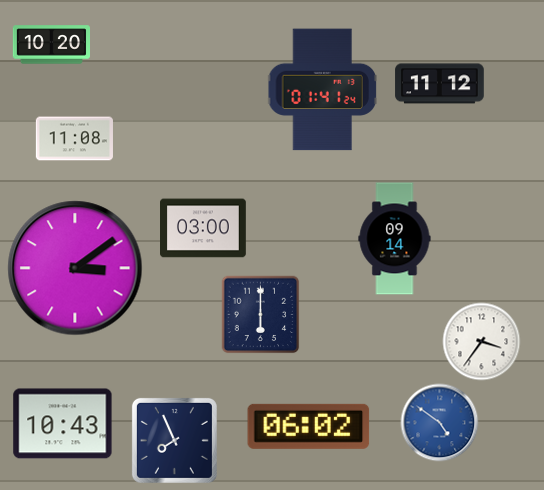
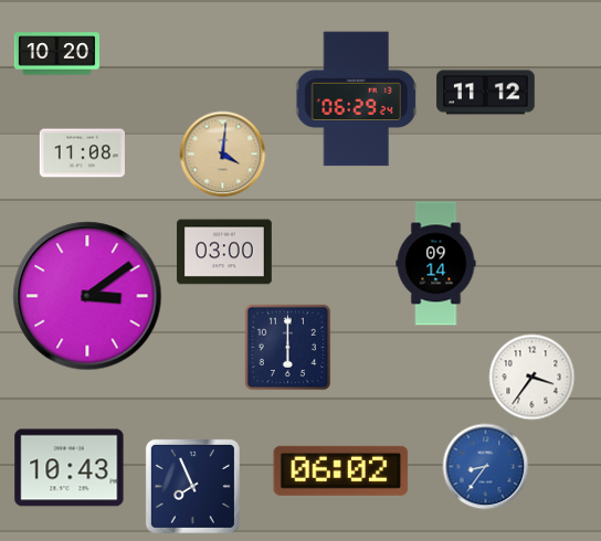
clock at (51, 45) position: (51, 45) -> (56, 54)
clock at (322, 90): 01:41 -> 06:29
clock at (222, 153): none -> 4:01
clock at (75, 268) position: (75, 268) -> (87, 296)
clock at (439, 422): 4:51 -> 8:36
